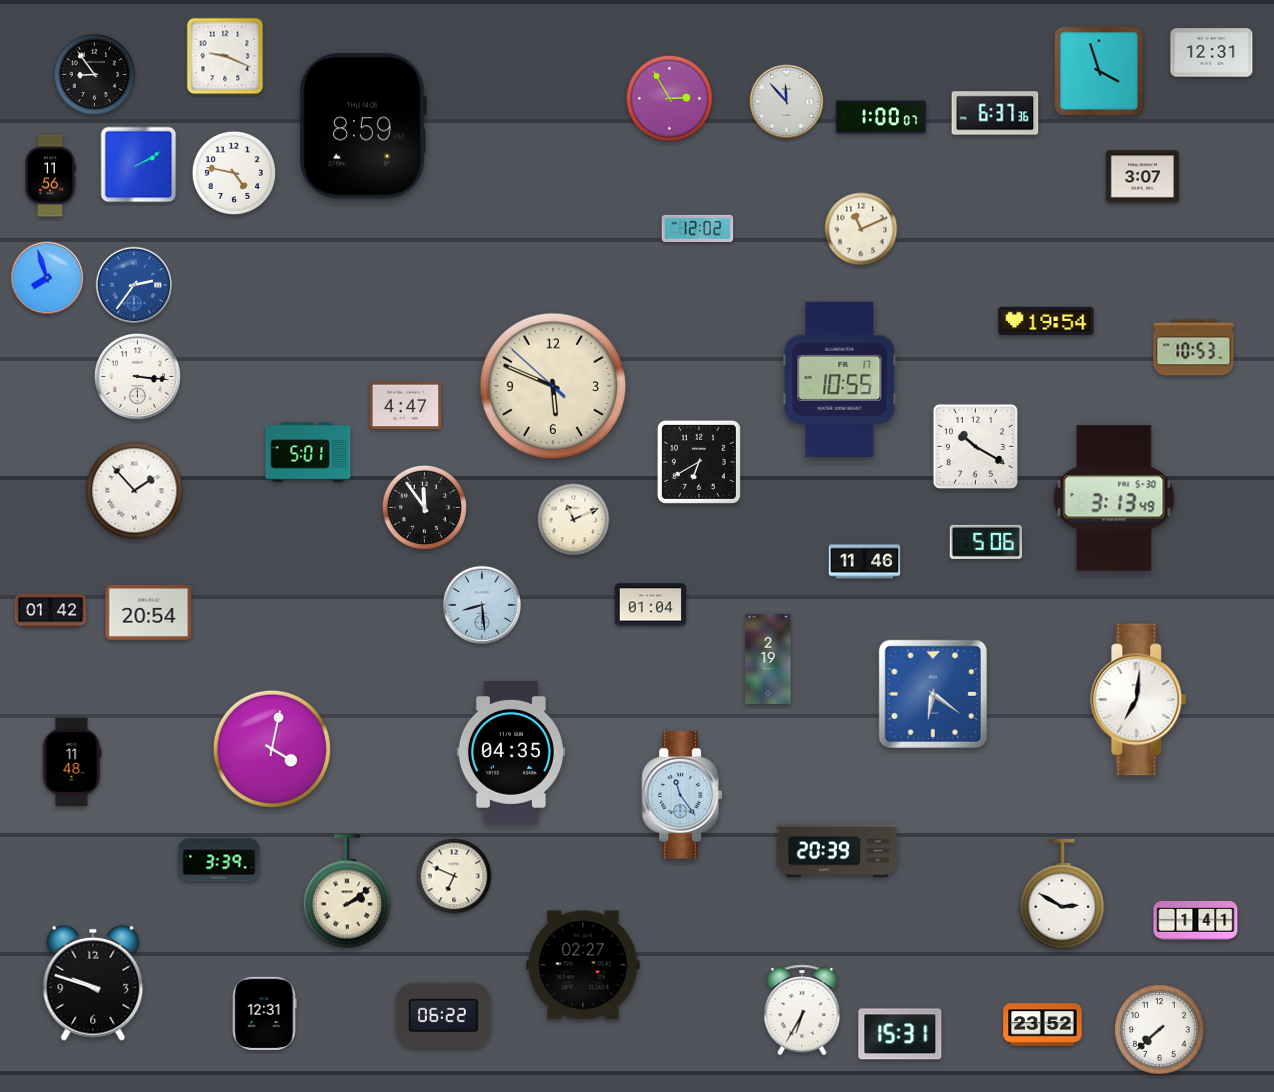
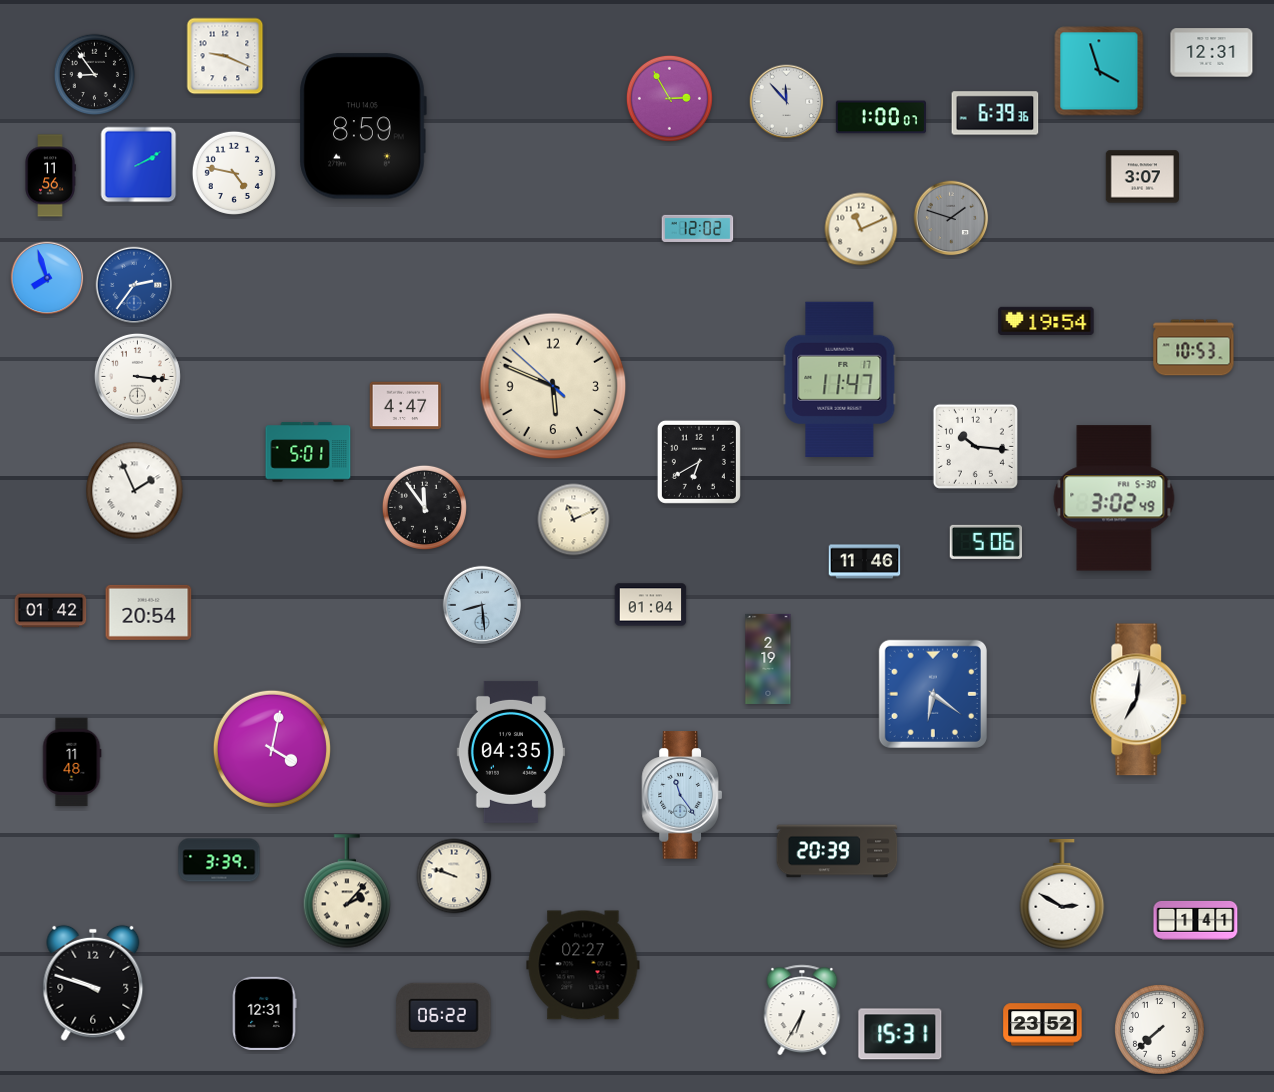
clock at (995, 113): 6:37 -> 6:39
clock at (951, 218): none -> 1:48
clock at (840, 379): 10:55 -> 11:47
clock at (975, 446): 10:20 -> 10:16
clock at (135, 491): 1:53 -> 1:56
clock at (1114, 498): 3:13 -> 3:02
clock at (454, 876): 6:49 -> 9:48
clock at (347, 891): 2:09 -> 2:07
